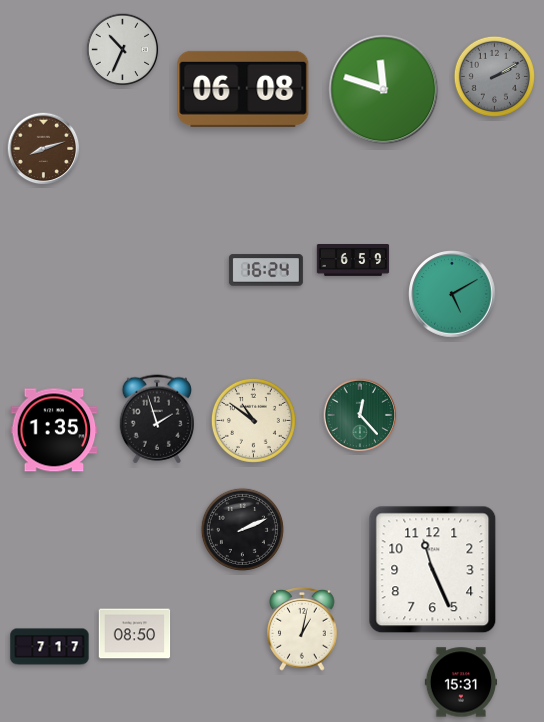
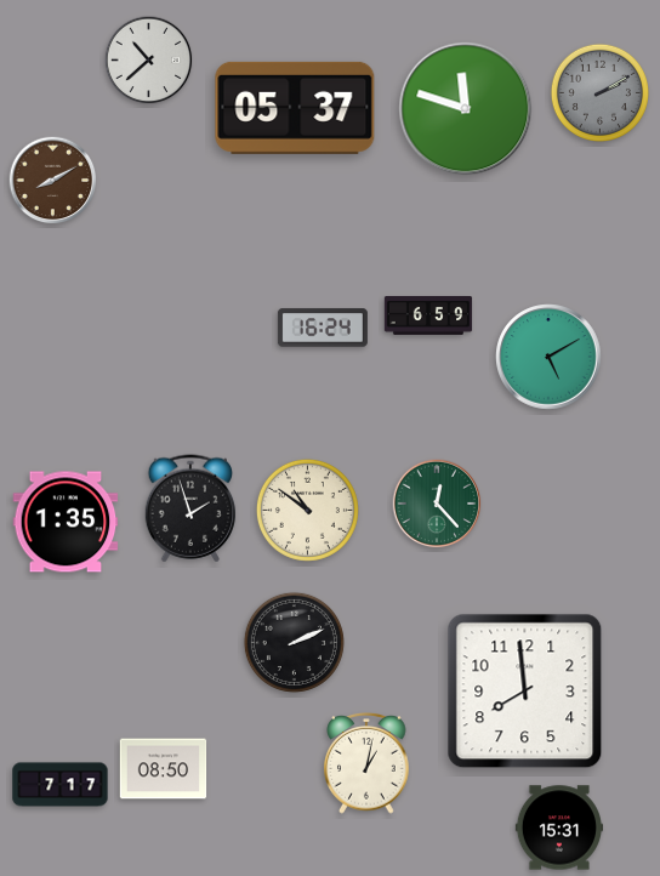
clock at (123, 50): 10:34 -> 10:38
clock at (243, 89): 06:08 -> 05:37
clock at (44, 149): 8:12 -> 8:10
clock at (433, 570): 11:26 -> 7:59
